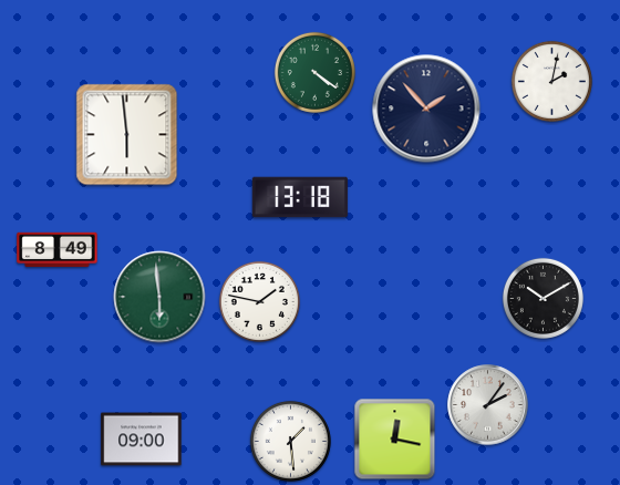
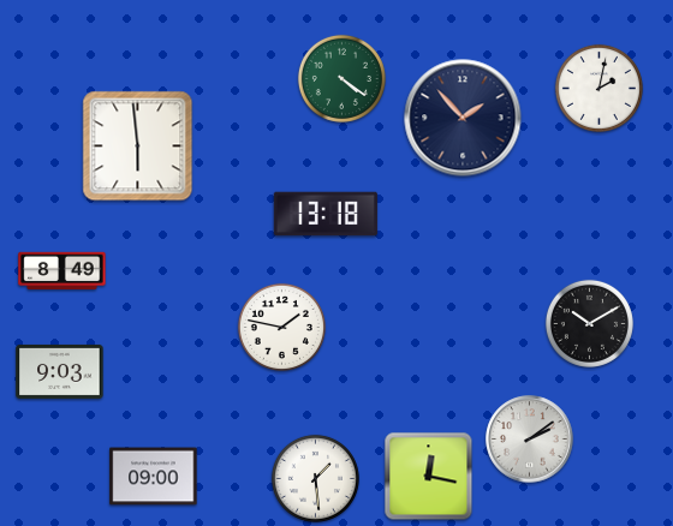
clock at (159, 297): 5:59 -> none
clock at (60, 371): none -> 9:03
clock at (488, 405): 2:06 -> 2:09
